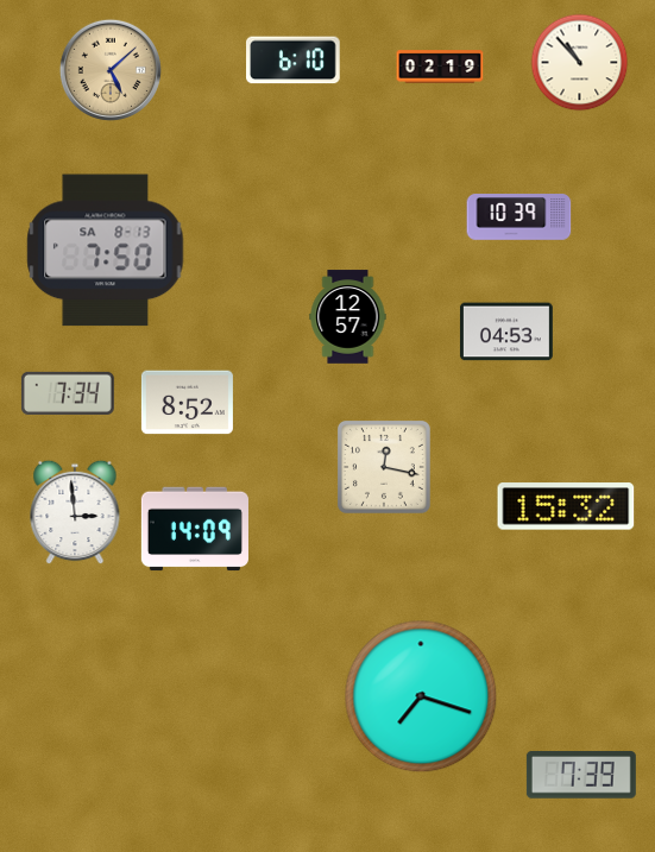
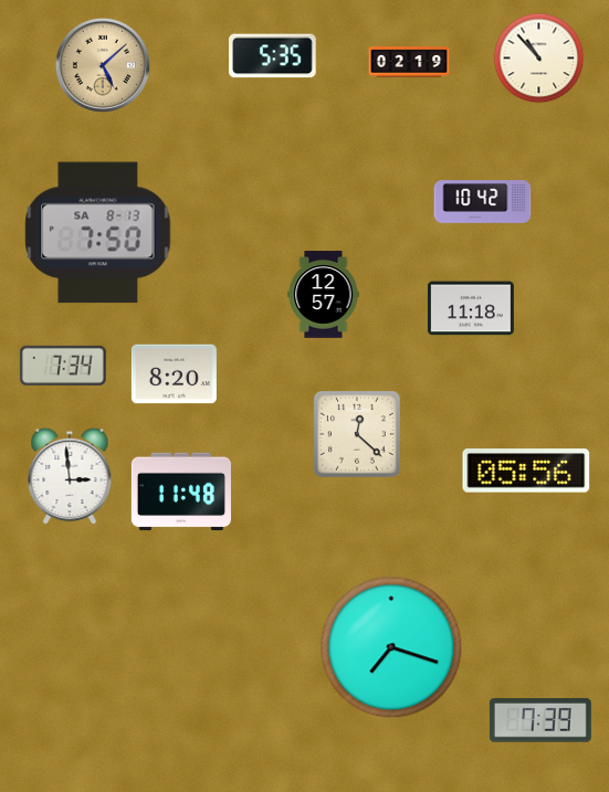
clock at (294, 61): 6:10 -> 5:35
clock at (519, 217): 10:39 -> 10:42
clock at (506, 332): 04:53 -> 11:18
clock at (187, 403): 8:52 -> 8:20
clock at (384, 467): 12:17 -> 12:22
clock at (566, 506): 15:32 -> 05:56
clock at (195, 529): 14:09 -> 11:48
